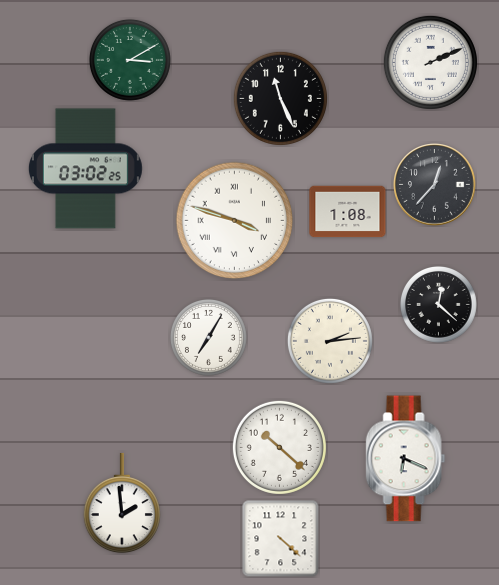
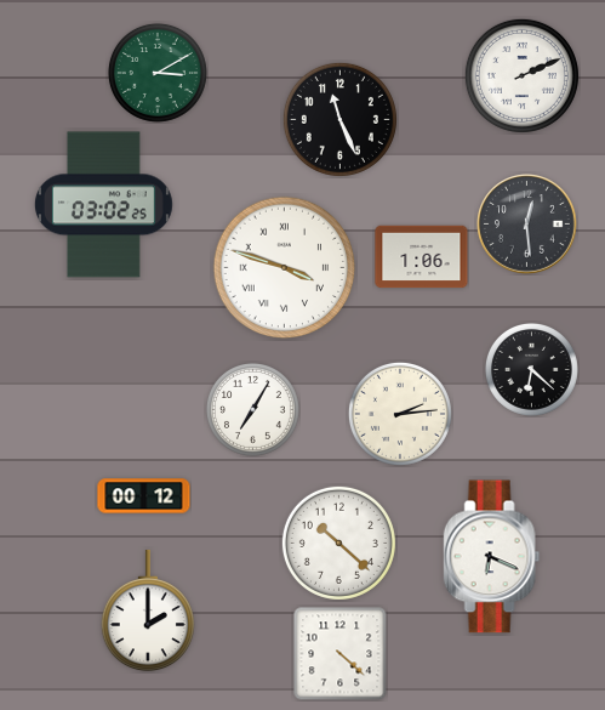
clock at (435, 185): 12:37 -> 12:29
clock at (348, 212): 1:08 -> 1:06
clock at (439, 305): 12:22 -> 6:22
clock at (144, 496): none -> 00:12
clock at (122, 503): 1:59 -> 2:00
